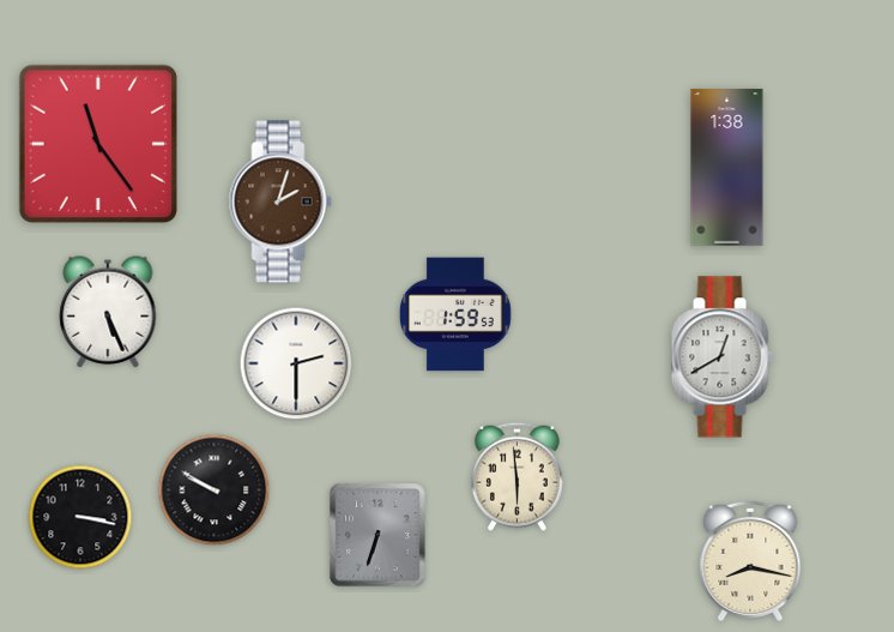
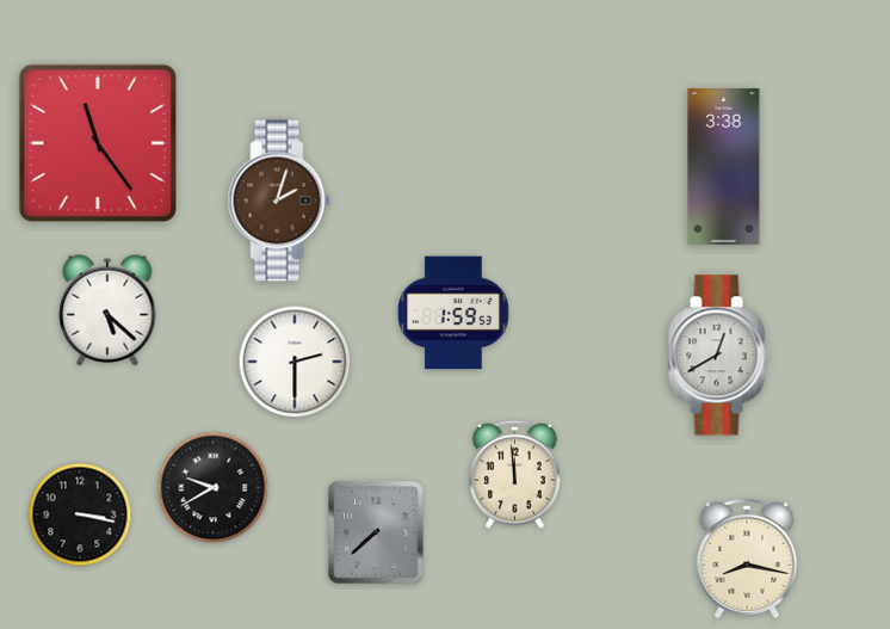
clock at (727, 168): 1:38 -> 3:38
clock at (108, 312): 5:26 -> 5:22
clock at (517, 476): 5:59 -> 11:59
clock at (215, 490): 9:50 -> 9:40
clock at (377, 535): 6:33 -> 7:38
